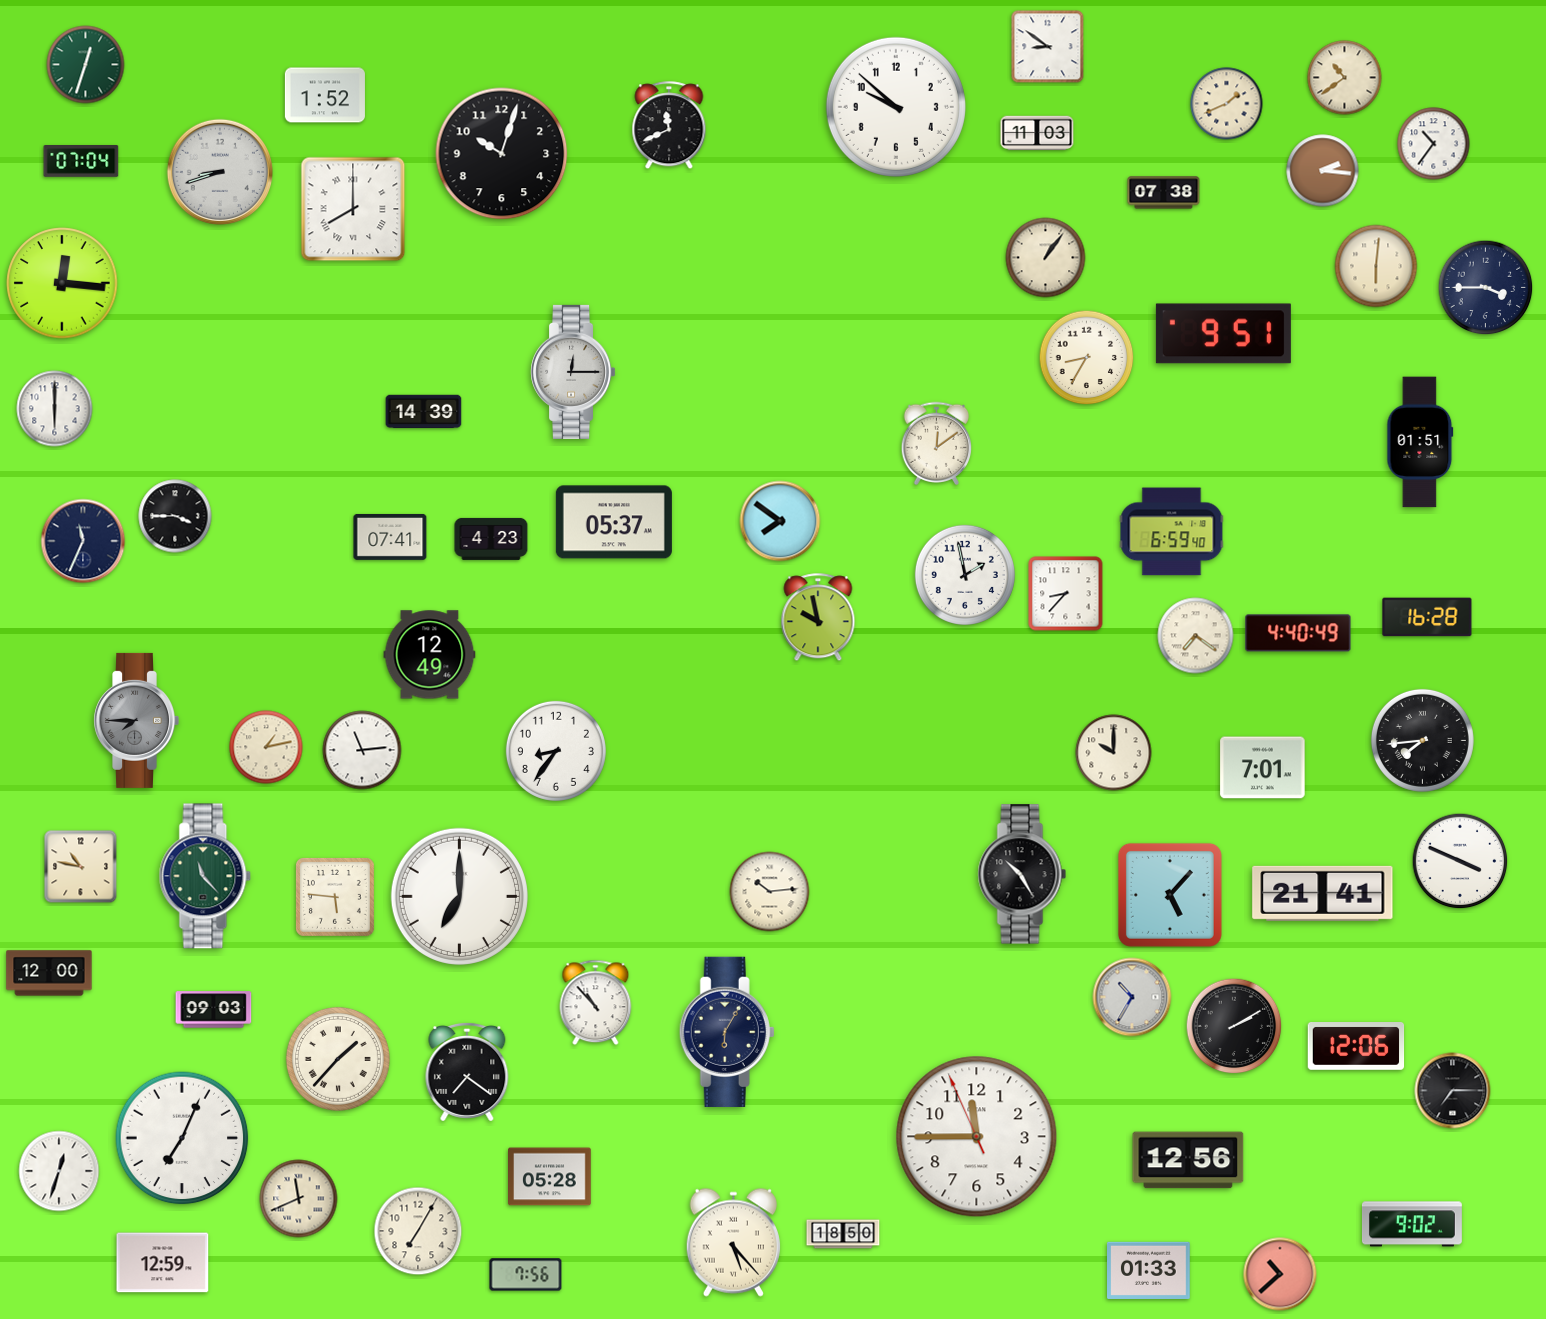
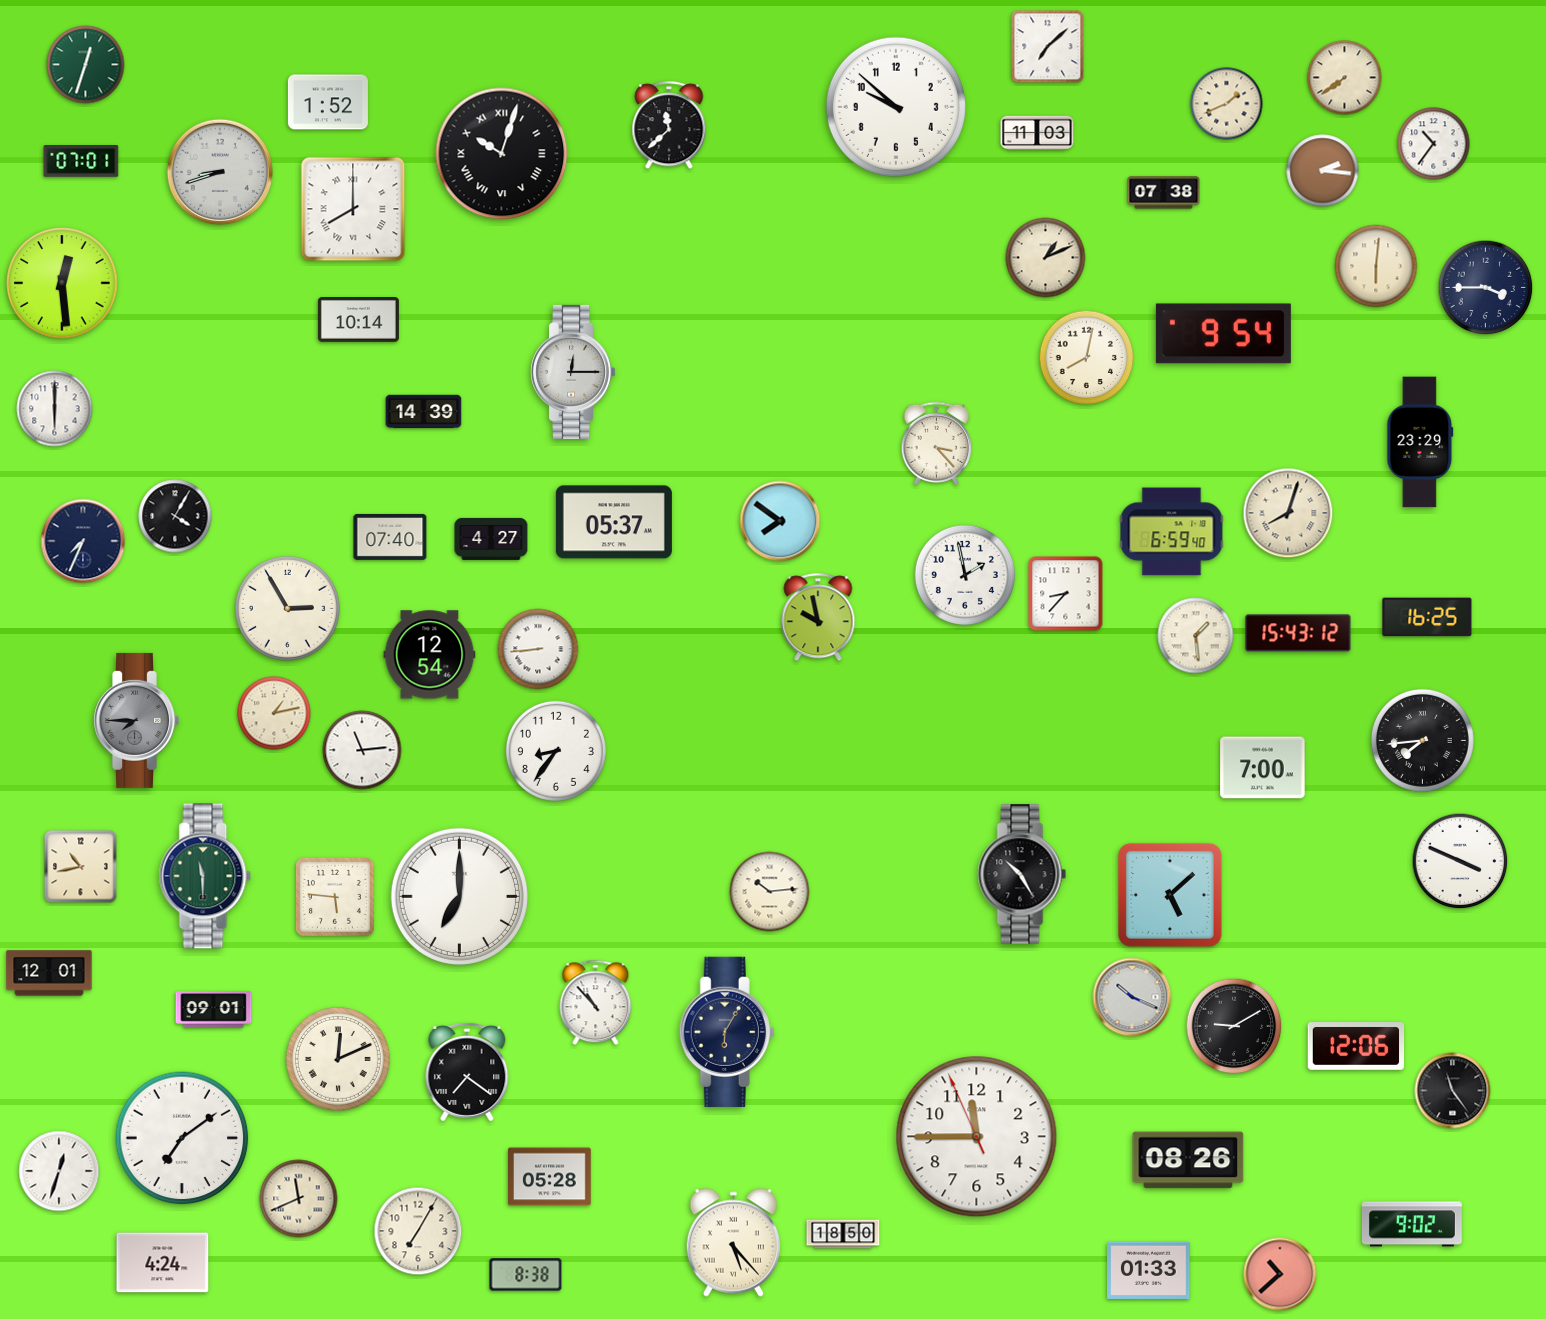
clock at (1048, 47): 8:51 -> 7:08
clock at (1345, 78): 10:39 -> 7:39
clock at (325, 95) position: (325, 95) -> (328, 102)
clock at (669, 126): 11:41 -> 11:38
clock at (502, 154) numerals: Arabic -> Roman
clock at (81, 161): 07:04 -> 07:01
clock at (1046, 258): 1:06 -> 1:11
clock at (62, 283): 12:16 -> 12:29
clock at (358, 320): none -> 10:14
clock at (1223, 334): 9:51 -> 9:54
clock at (1087, 358): 8:35 -> 8:02
clock at (1420, 442): 01:51 -> 23:29
clock at (937, 444): 12:09 -> 3:23
clock at (1288, 513): none -> 8:03
clock at (175, 516): 3:45 -> 4:05
clock at (390, 537): 07:41 -> 07:40
clock at (491, 539): 4:23 -> 4:27
clock at (83, 541): 11:34 -> 7:34
clock at (287, 608): none -> 2:55
clock at (1427, 617): 16:28 -> 16:25
clock at (1298, 633): 4:40 -> 15:43
clock at (1196, 636): 7:21 -> 1:29
clock at (538, 649): none -> 8:44
clock at (430, 655): 12:49 -> 12:54
clock at (266, 747) position: (266, 747) -> (274, 713)
clock at (1114, 753): 10:00 -> none
clock at (1263, 768): 7:01 -> 7:00
clock at (81, 867): 10:47 -> 10:43
clock at (205, 876): 11:23 -> 11:30
clock at (1323, 893): 21:41 -> none
clock at (1170, 895): 5:07 -> 5:08
clock at (49, 973): 12:00 -> 12:01
clock at (1132, 997): 10:35 -> 10:19
clock at (214, 1010): 09:03 -> 09:01
clock at (1234, 1026): 2:10 -> 9:10
clock at (338, 1059): 1:37 -> 12:11
clock at (1453, 1091): 7:15 -> 11:24
clock at (182, 1138): 7:04 -> 7:09
clock at (1188, 1160): 12:56 -> 08:26
clock at (163, 1263): 12:59 -> 4:24
clock at (526, 1275): 7:56 -> 8:38
